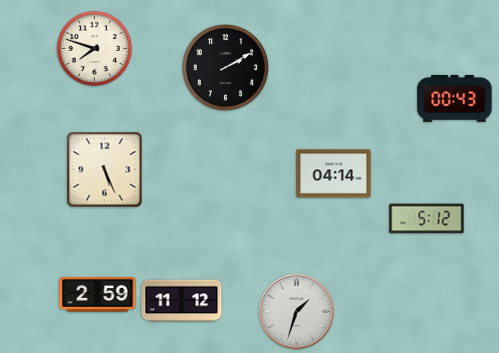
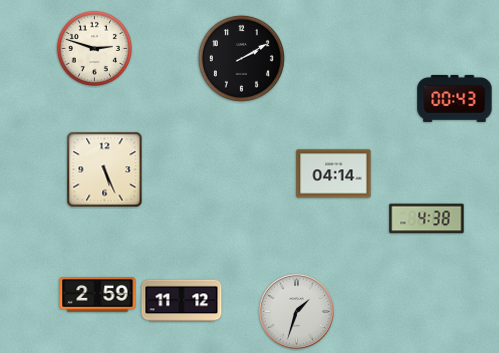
clock at (94, 48): 7:48 -> 2:48
clock at (225, 67) position: (225, 67) -> (241, 58)
clock at (427, 219): 5:12 -> 4:38
